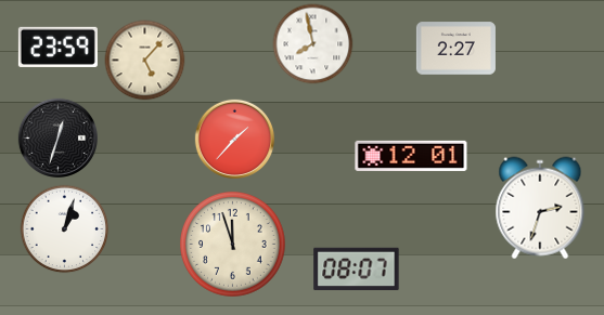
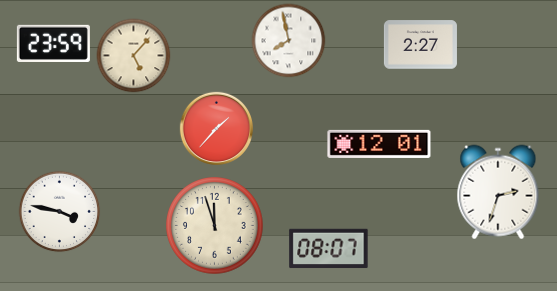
clock at (59, 139): 12:33 -> none
clock at (65, 229): 1:03 -> 3:47
